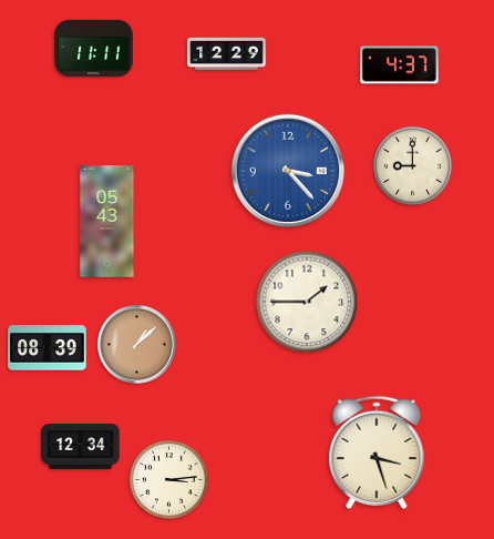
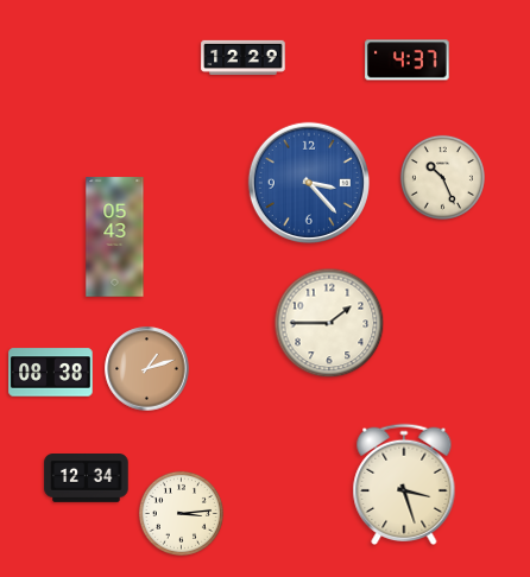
clock at (94, 49): 11:11 -> none
clock at (400, 65) position: (400, 65) -> (408, 61)
clock at (412, 165): 9:00 -> 10:26
clock at (137, 345): 1:08 -> 1:12
clock at (48, 348): 08:39 -> 08:38
